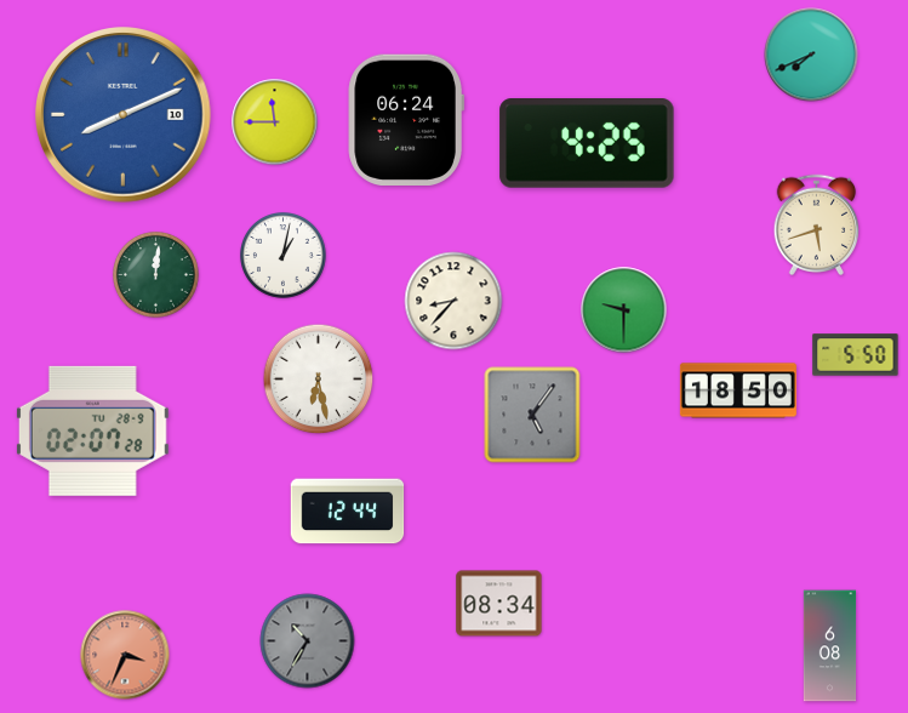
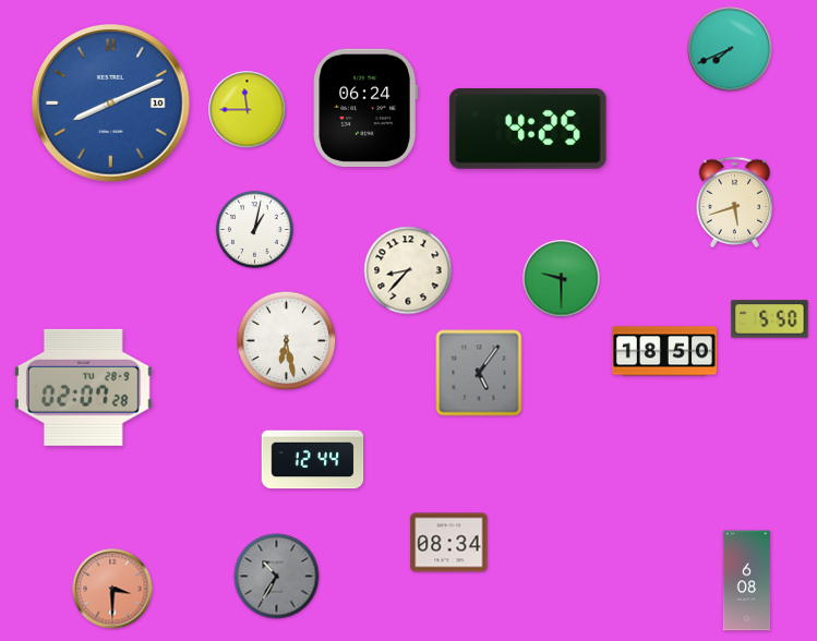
clock at (156, 275): 12:01 -> none
clock at (125, 655): 3:34 -> 3:30
